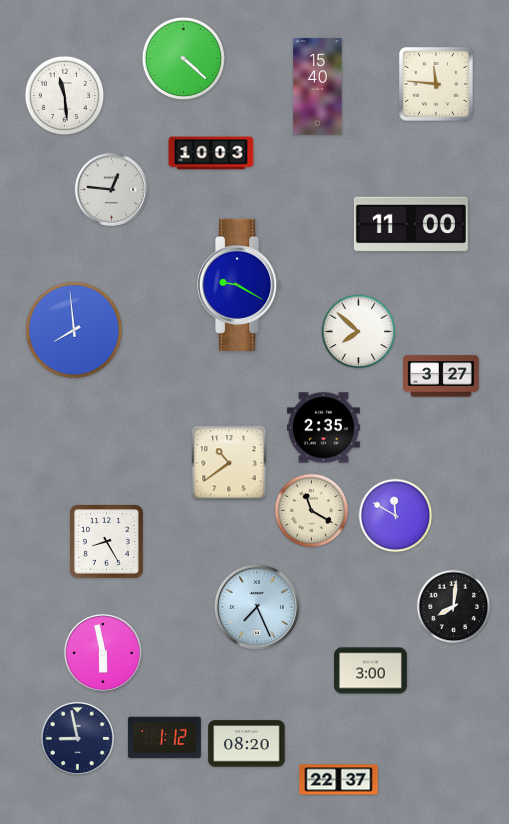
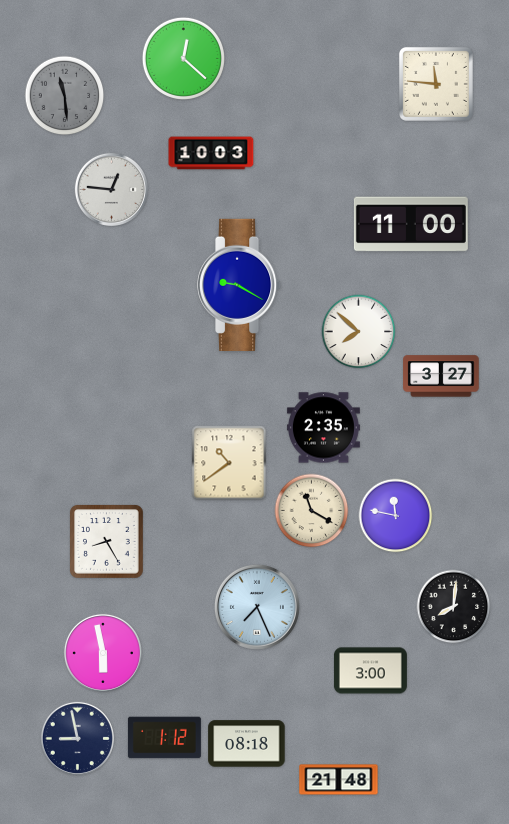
clock at (183, 58): 4:22 -> 12:22
clock at (318, 87): 15:40 -> none
clock at (65, 96) dial: white -> grey
clock at (74, 330): 7:59 -> none
clock at (396, 516): 11:50 -> 11:47
clock at (247, 744): 08:20 -> 08:18
clock at (339, 780): 22:37 -> 21:48
